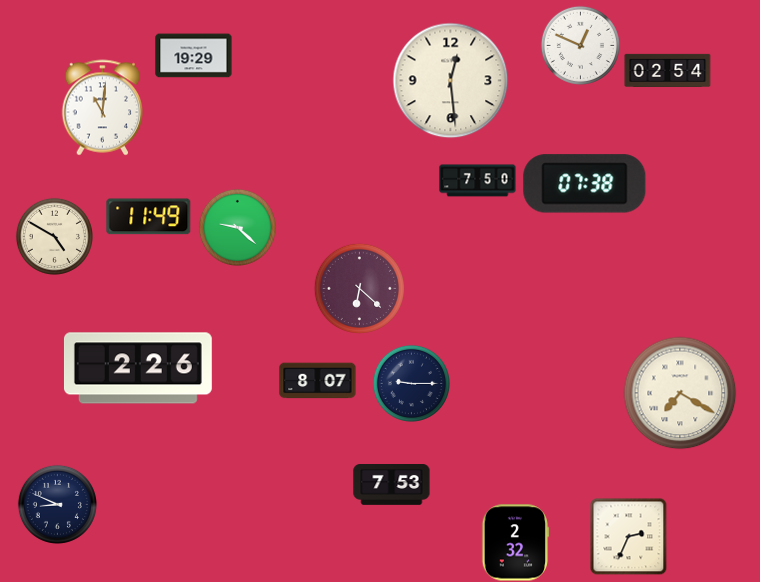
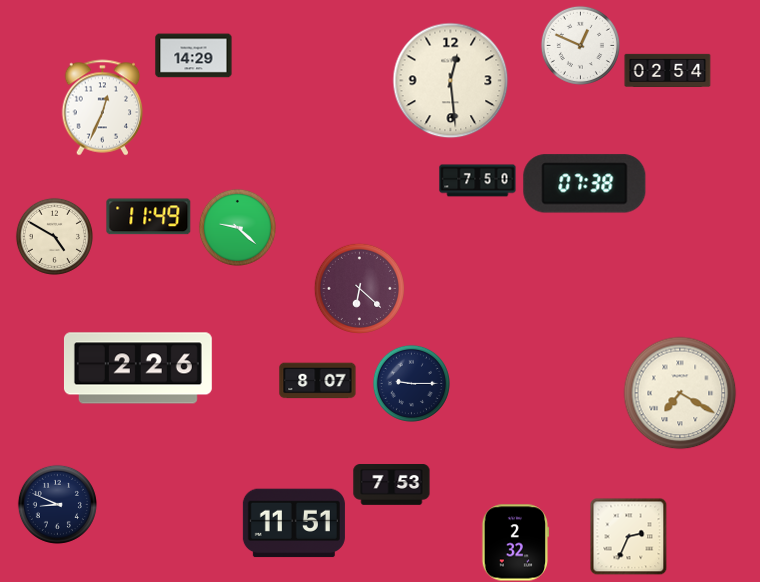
clock at (194, 56): 19:29 -> 14:29
clock at (103, 108): 11:01 -> 12:34
clock at (294, 523): none -> 11:51
